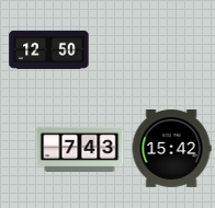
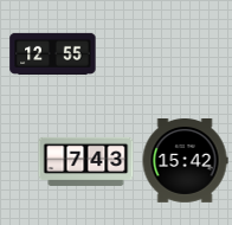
clock at (49, 49): 12:50 -> 12:55
